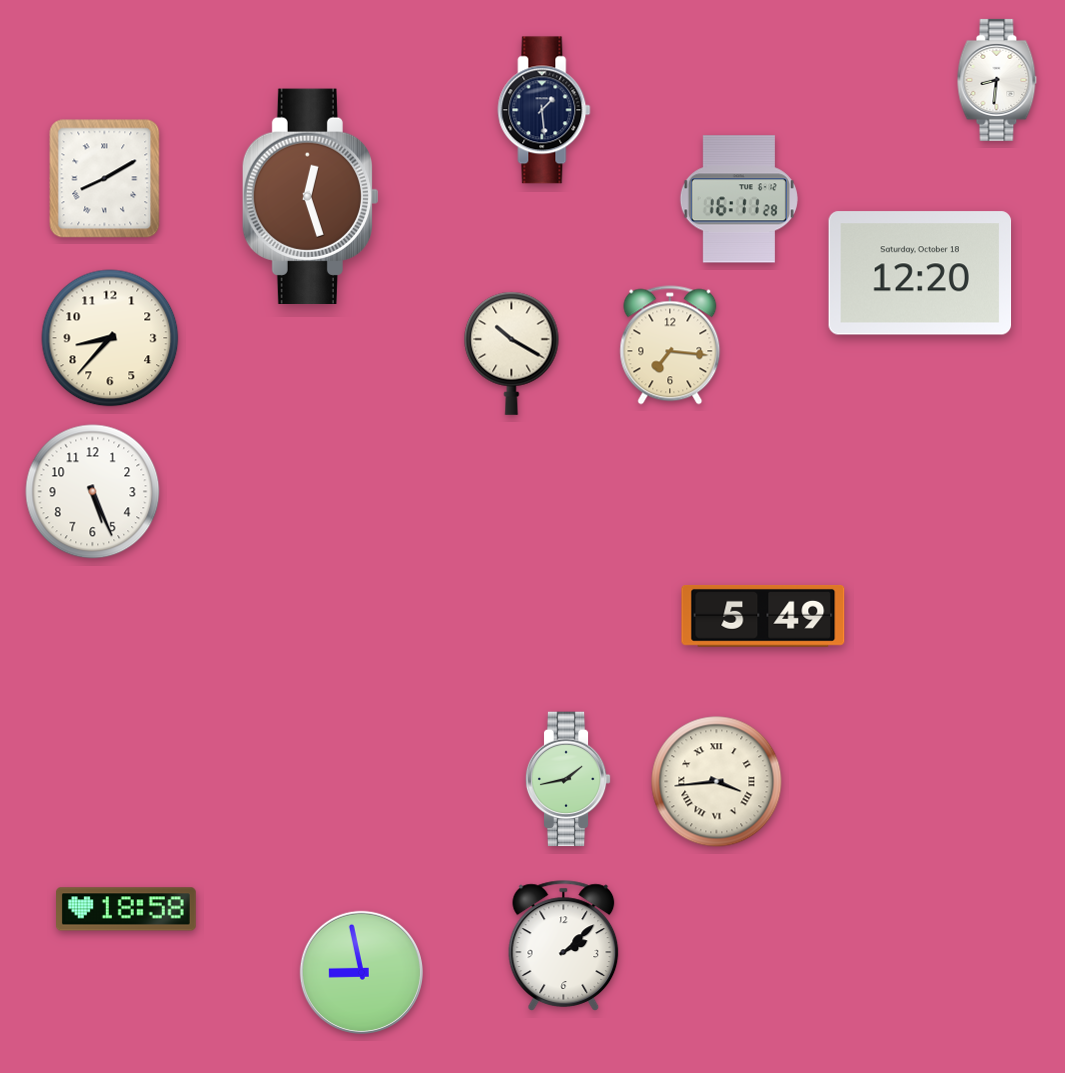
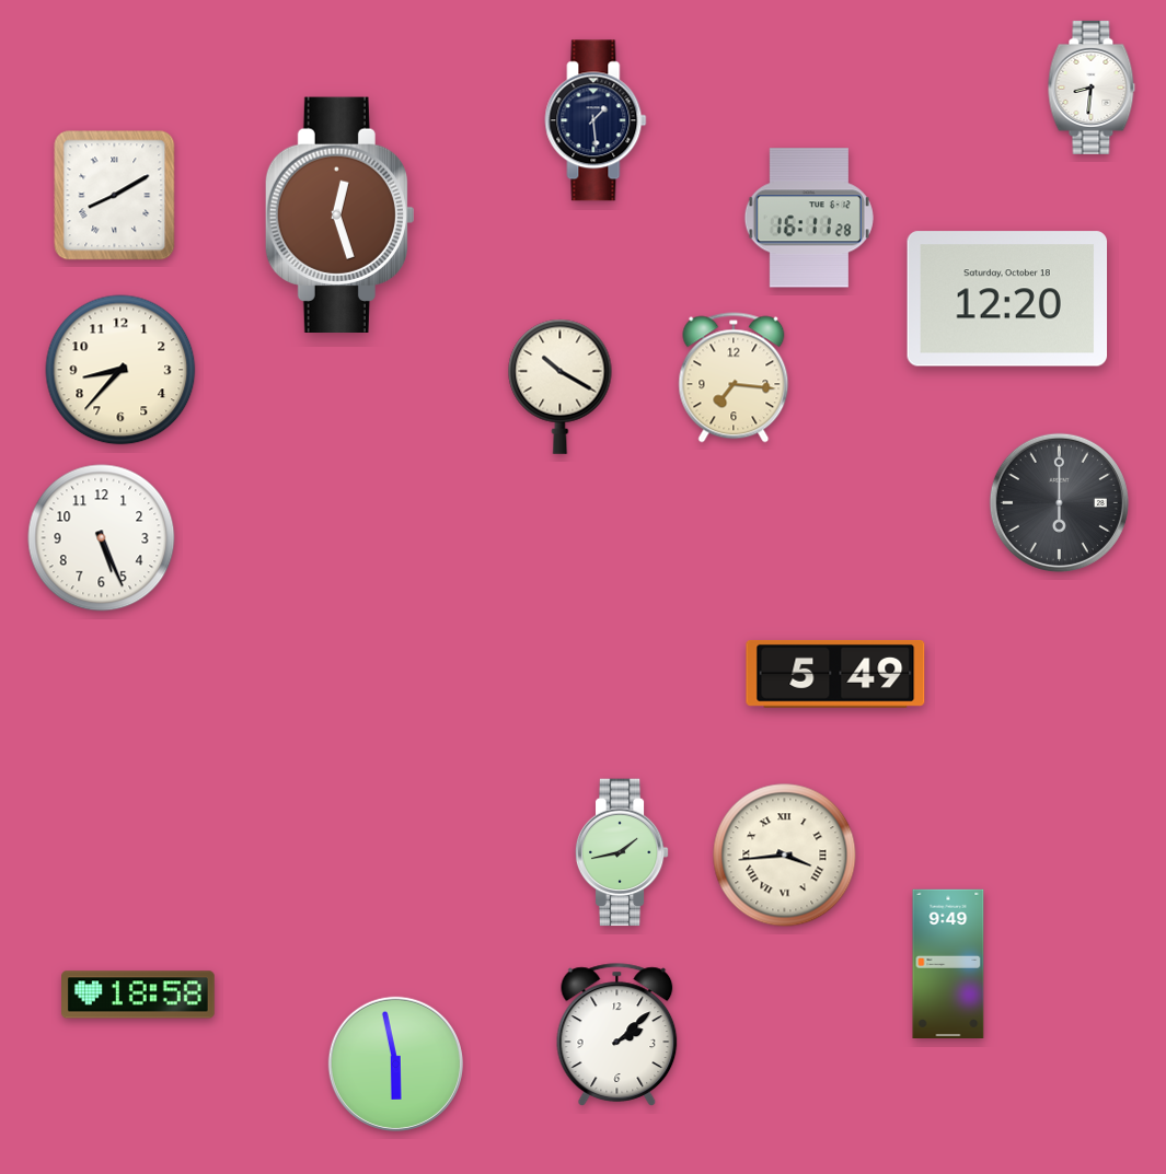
clock at (1059, 502): none -> 6:00
clock at (948, 963): none -> 9:49
clock at (361, 972): 8:58 -> 5:58
